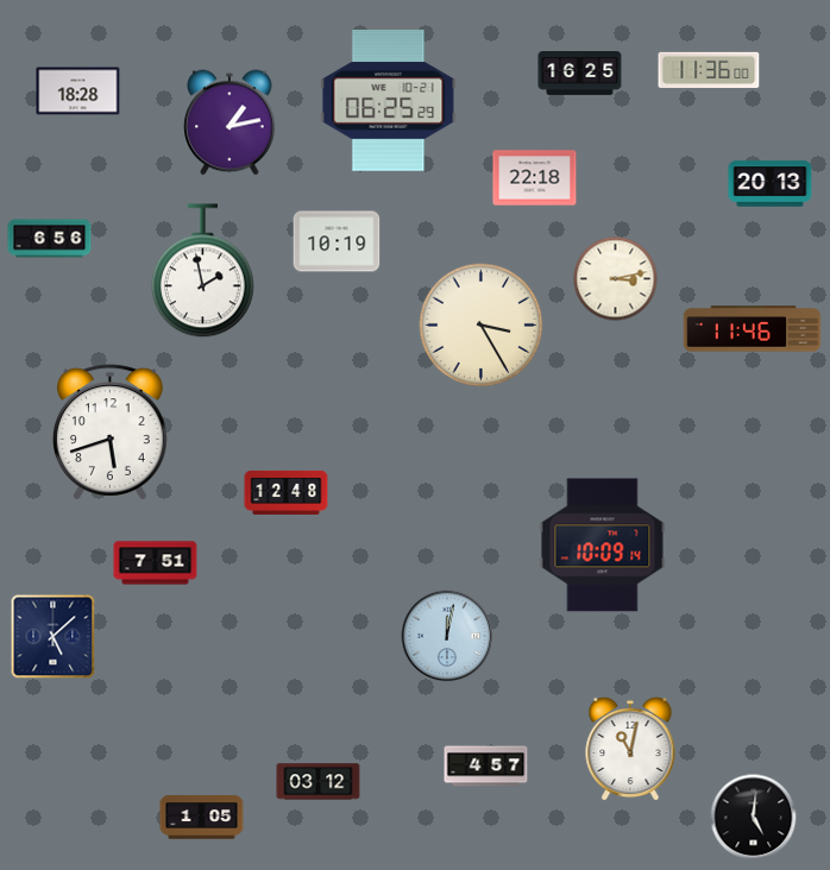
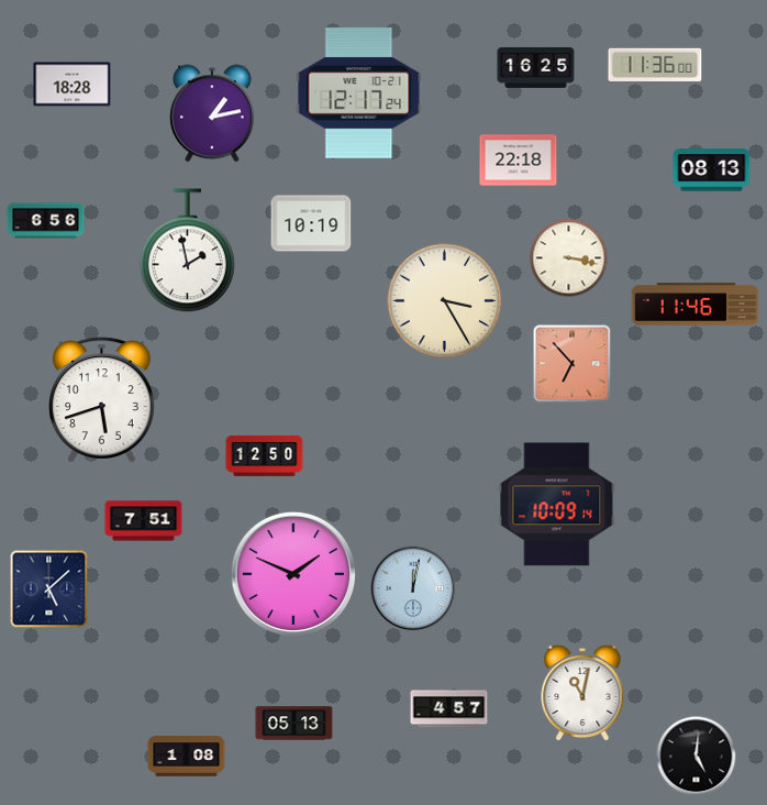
clock at (389, 100): 06:25 -> 12:17
clock at (535, 178) position: (535, 178) -> (519, 161)
clock at (771, 184): 20:13 -> 08:13
clock at (616, 279): 3:13 -> 3:17
clock at (573, 364): none -> 6:53
clock at (287, 492): 12:48 -> 12:50
clock at (292, 573): none -> 1:49
clock at (319, 782): 03:12 -> 05:13
clock at (202, 818): 1:05 -> 1:08
